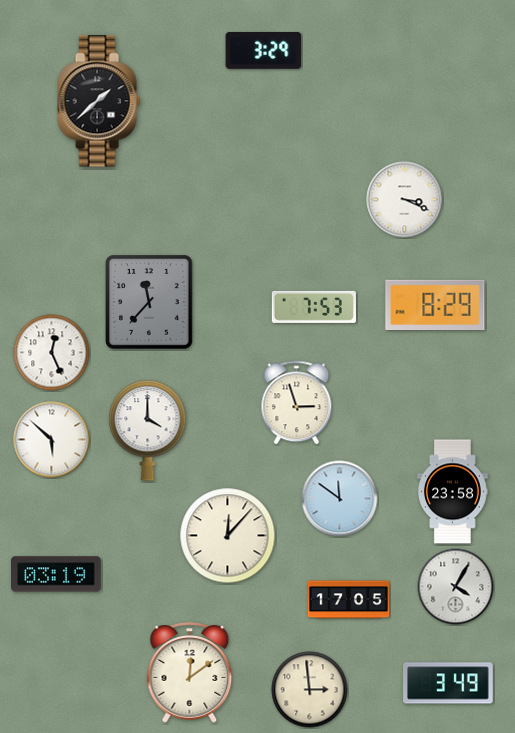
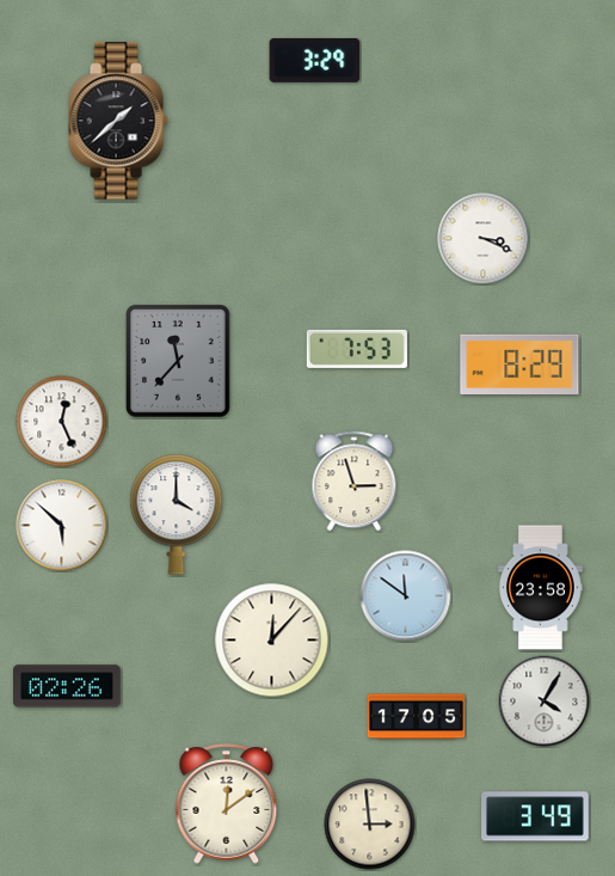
clock at (314, 307) position: (314, 307) -> (357, 349)
clock at (57, 574): 03:19 -> 02:26
